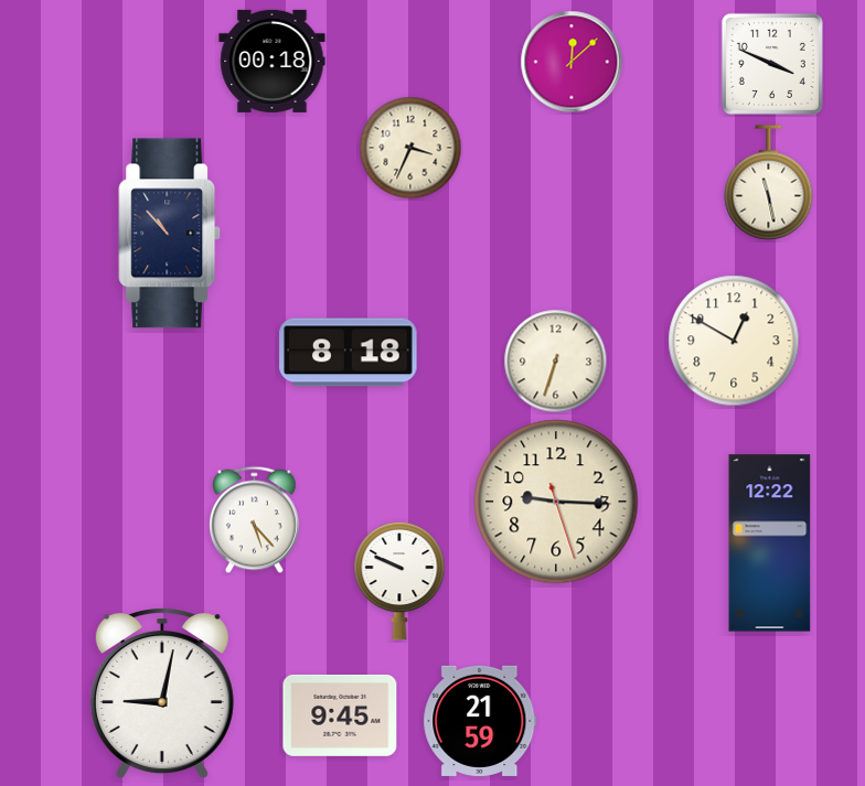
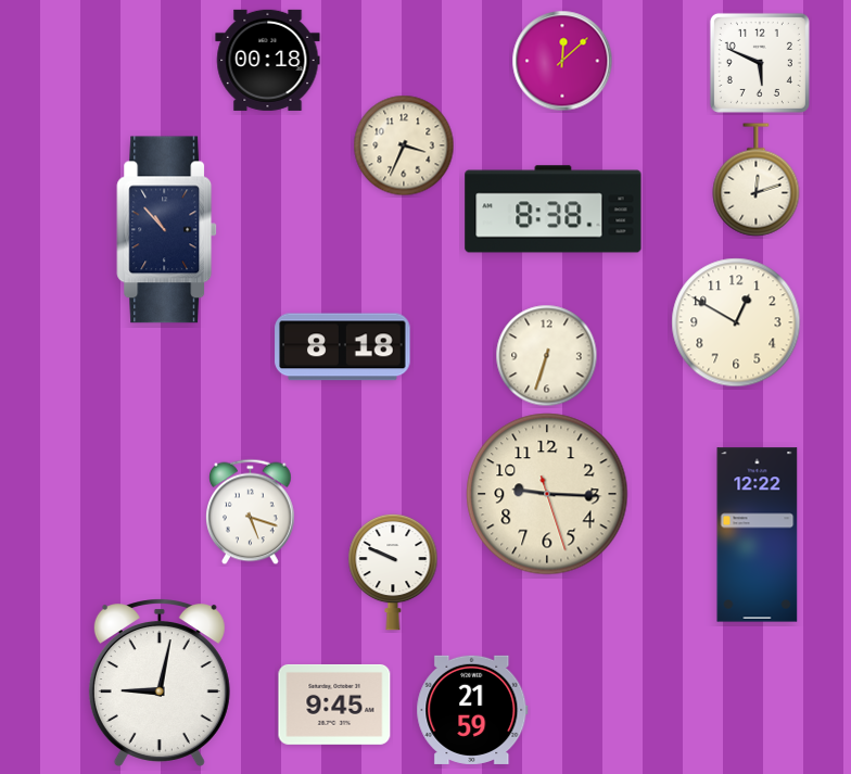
clock at (772, 64): 3:49 -> 5:49
clock at (769, 183): 11:28 -> 12:12
clock at (554, 210): none -> 8:38
clock at (734, 341) position: (734, 341) -> (736, 322)
clock at (255, 520): 5:23 -> 5:18
